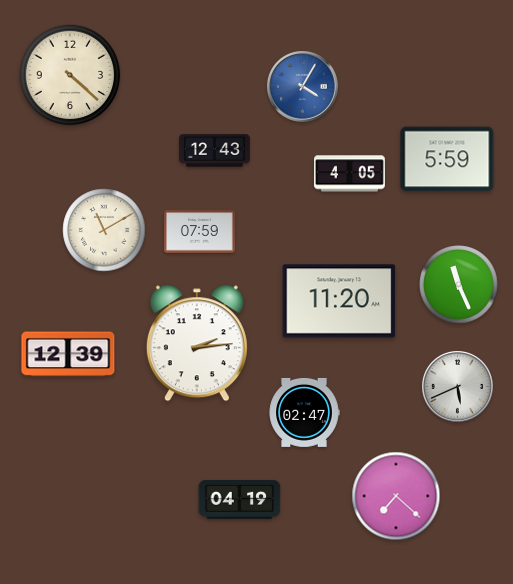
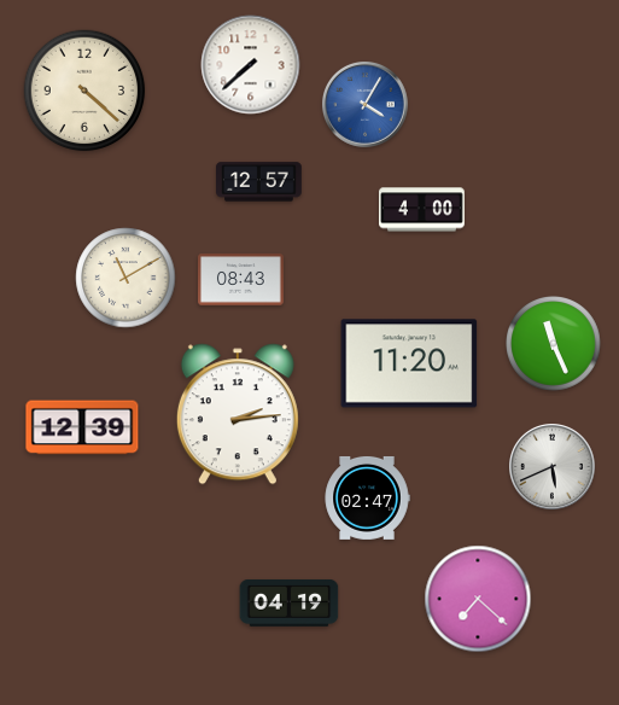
clock at (251, 65): none -> 7:38
clock at (215, 151): 12:43 -> 12:57
clock at (447, 159): 5:59 -> none
clock at (350, 174): 4:05 -> 4:00
clock at (200, 232): 07:59 -> 08:43
